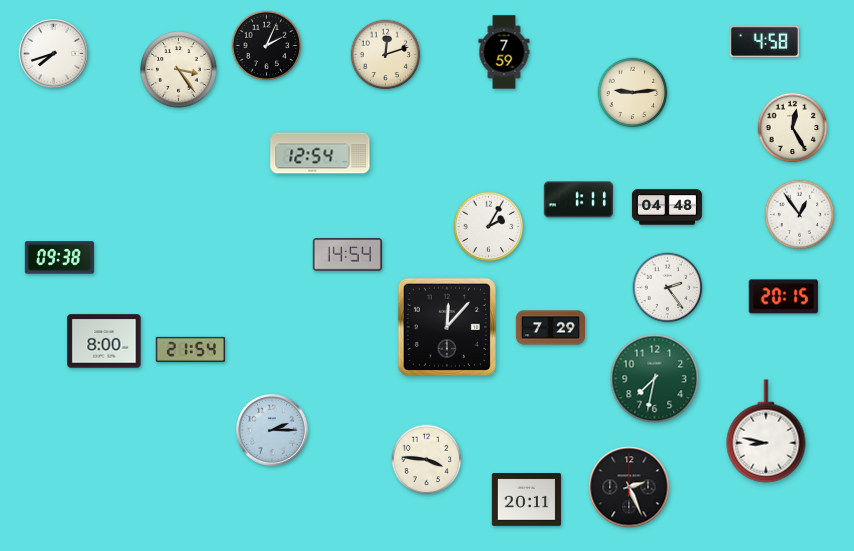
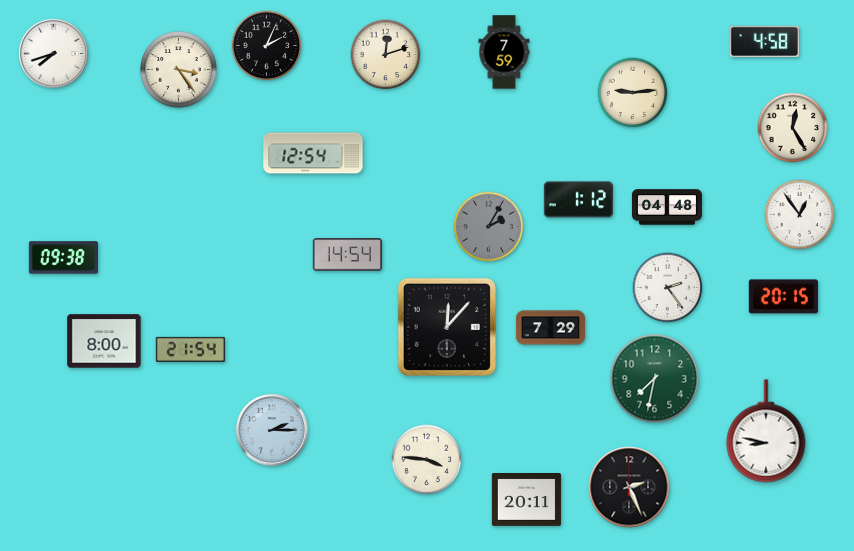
clock at (320, 153) position: (320, 153) -> (313, 153)
clock at (578, 200): 1:11 -> 1:12
clock at (489, 227) dial: white -> grey
clock at (59, 258) position: (59, 258) -> (63, 258)
